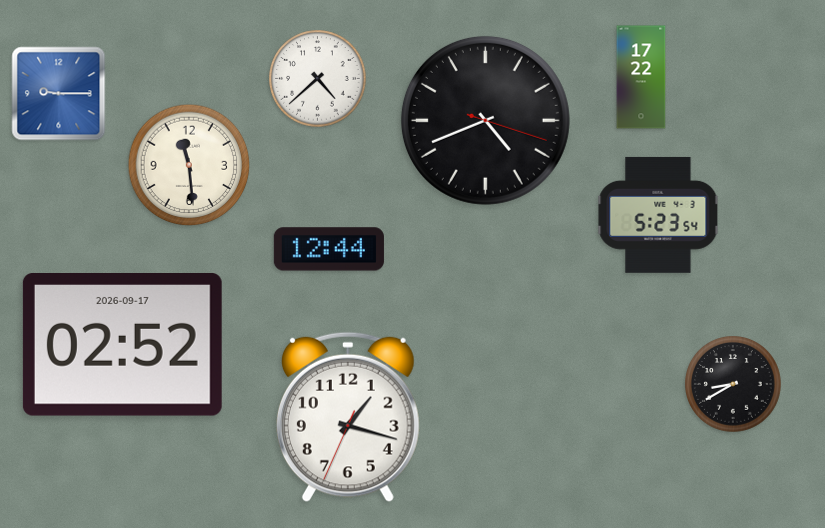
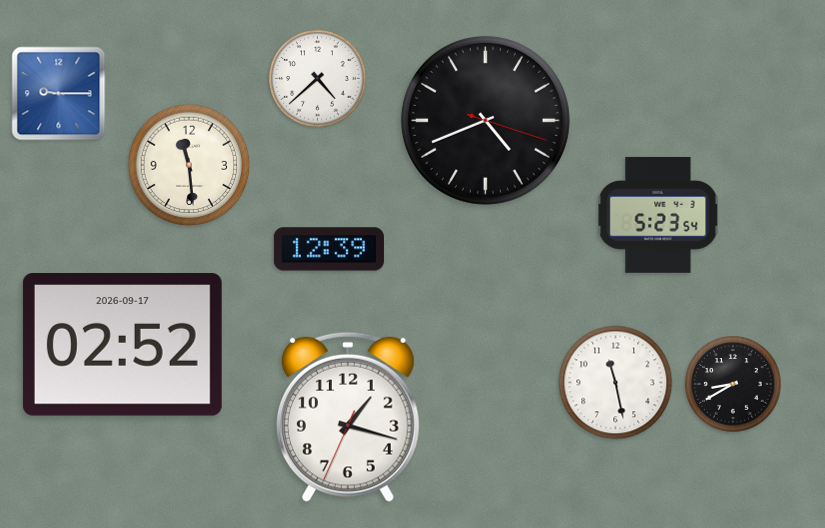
clock at (641, 77): 17:22 -> none
clock at (329, 249): 12:44 -> 12:39
clock at (616, 383): none -> 11:28
